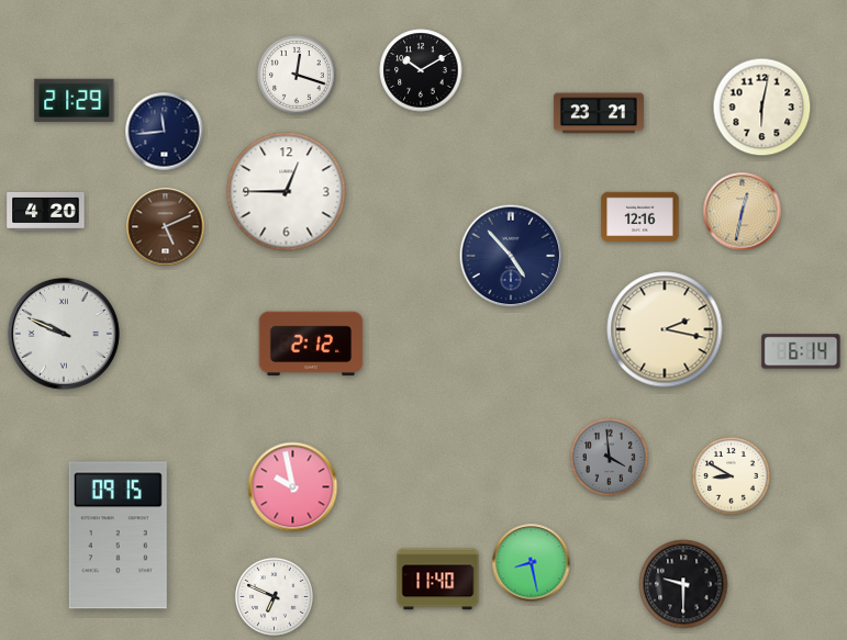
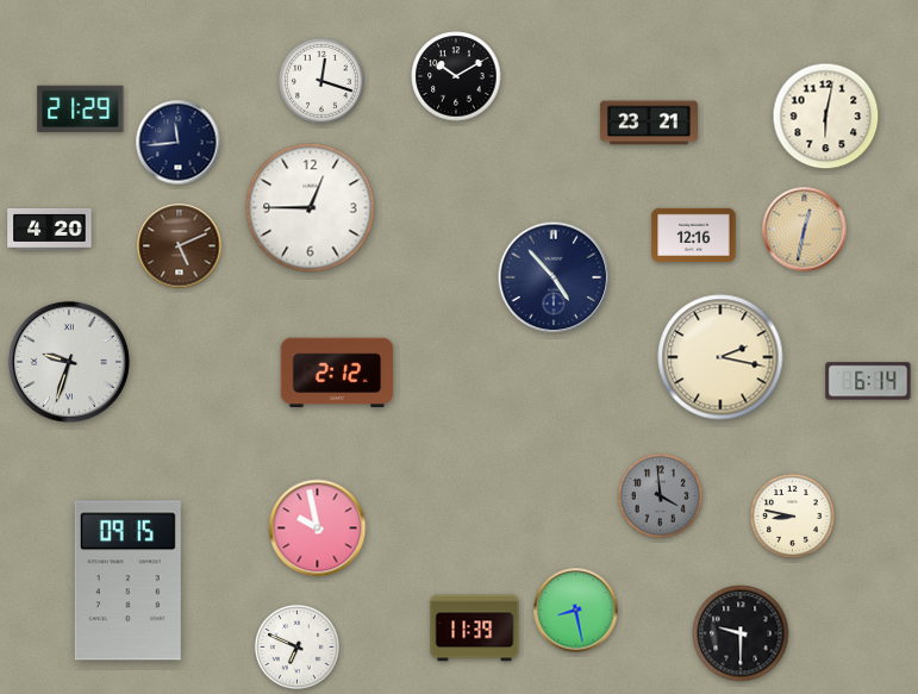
clock at (64, 334): 9:49 -> 9:33
clock at (731, 475): 8:50 -> 8:47
clock at (438, 580): 11:40 -> 11:39
